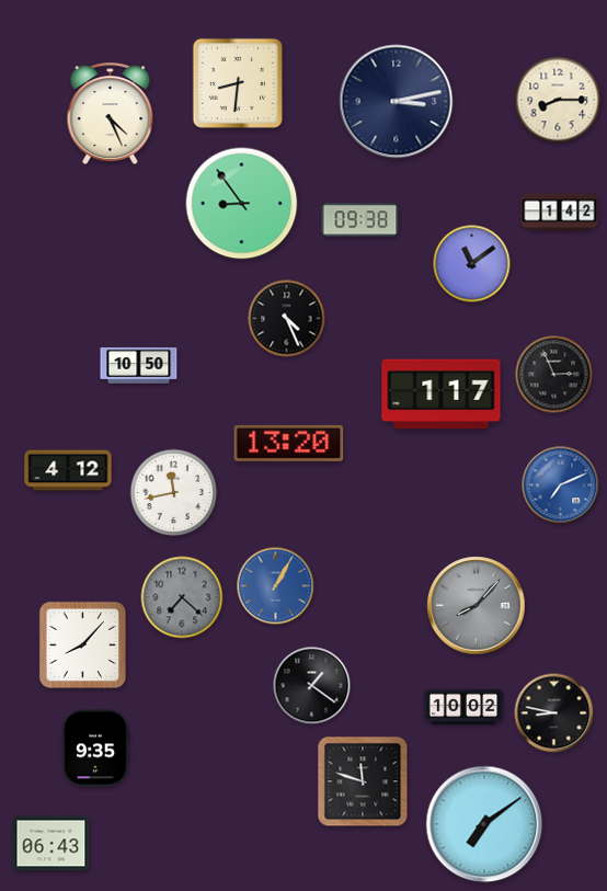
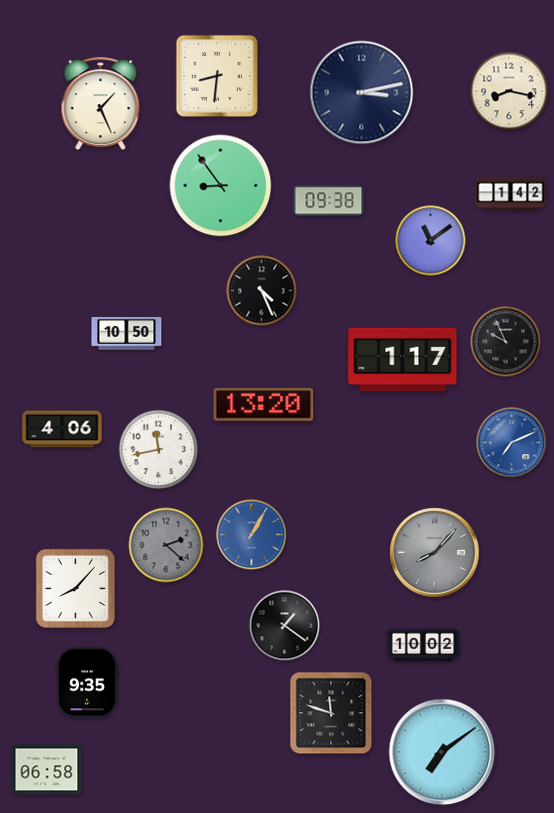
clock at (558, 100): 8:15 -> 8:17
clock at (111, 114): 4:26 -> 1:26
clock at (554, 375): 2:56 -> 9:56
clock at (68, 470): 4:12 -> 4:06
clock at (182, 597): 7:22 -> 2:22
clock at (554, 713): 8:47 -> none
clock at (51, 844): 06:43 -> 06:58
